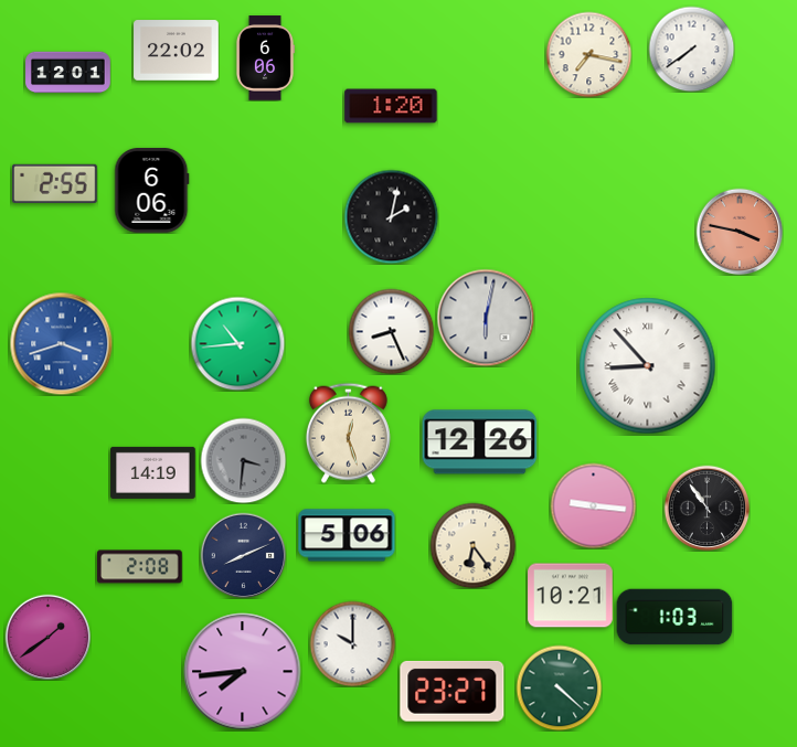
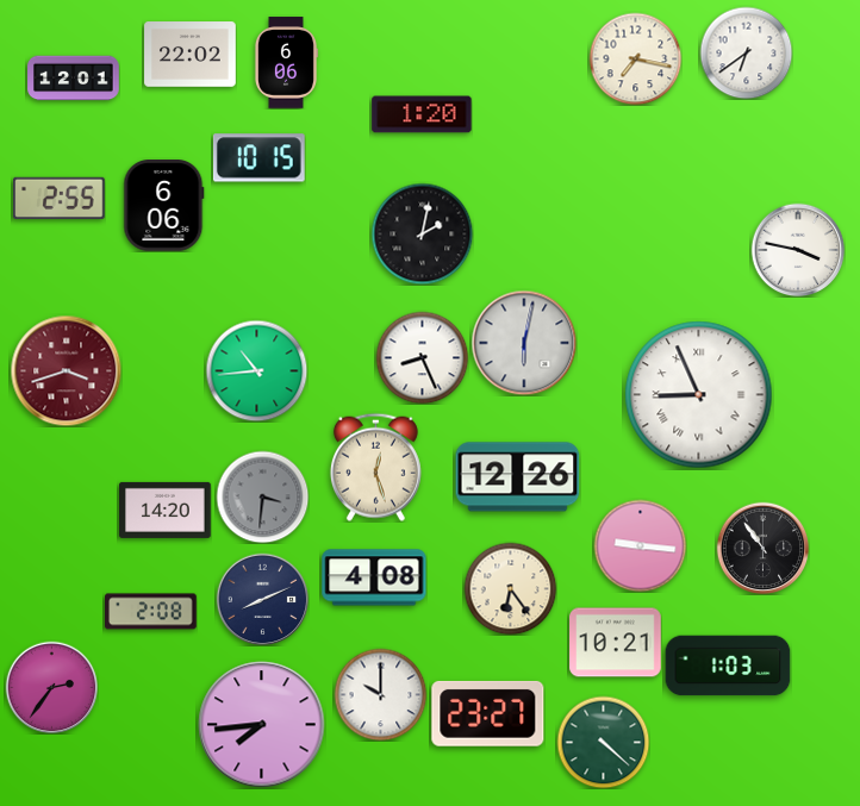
clock at (691, 49): 7:39 -> 6:39
clock at (258, 158): none -> 10:15
clock at (740, 232) dial: salmon -> white
clock at (61, 343) dial: blue -> burgundy
clock at (648, 366): 8:53 -> 8:56
clock at (153, 472): 14:19 -> 14:20
clock at (347, 535): 5:06 -> 4:08
clock at (47, 637): 1:39 -> 2:36
clock at (453, 691) position: (453, 691) -> (488, 713)
